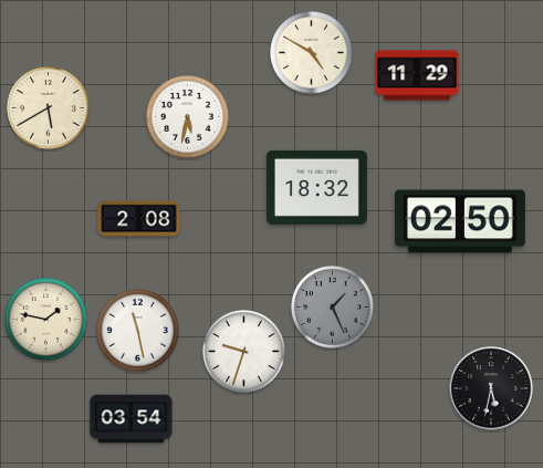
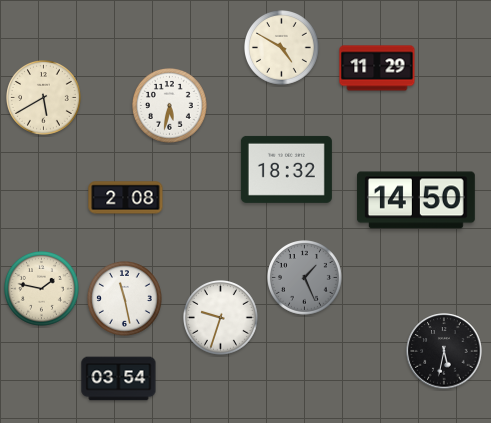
clock at (460, 221): 02:50 -> 14:50
clock at (333, 308) position: (333, 308) -> (305, 278)
